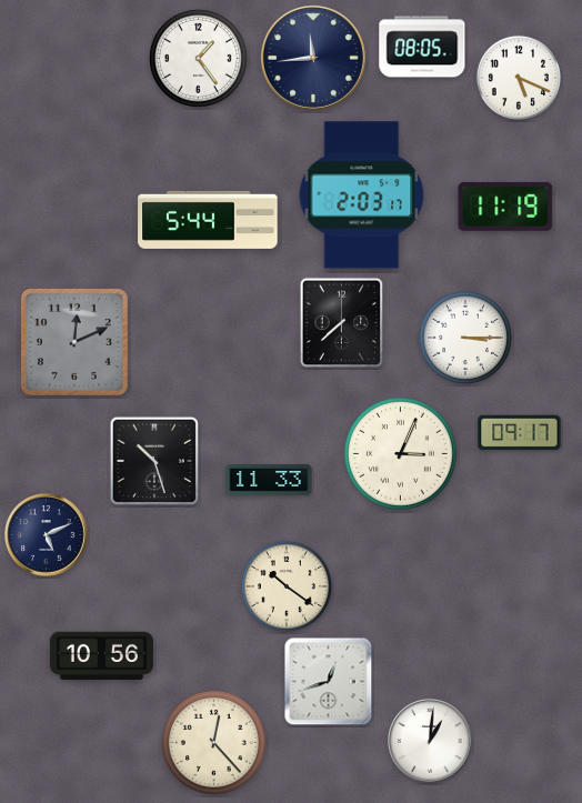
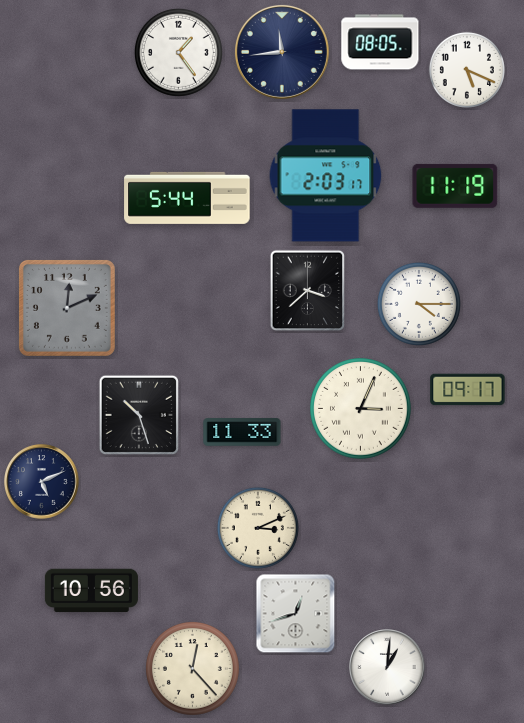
clock at (342, 323): 7:38 -> 3:38
clock at (465, 338): 3:15 -> 4:15
clock at (287, 586): 10:21 -> 3:11
